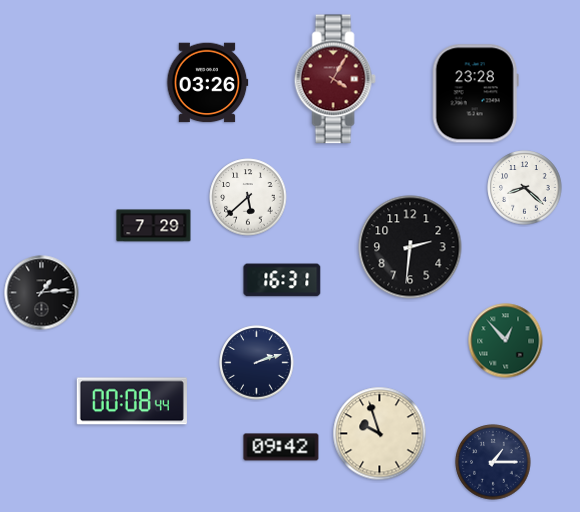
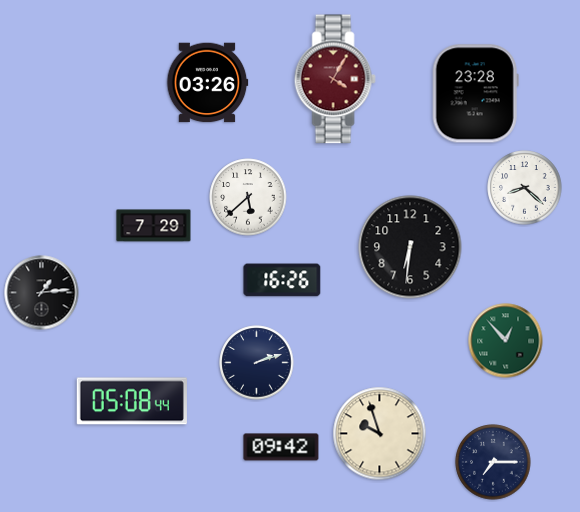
clock at (410, 247): 2:31 -> 6:31
clock at (282, 280): 16:31 -> 16:26
clock at (132, 401): 00:08 -> 05:08
clock at (493, 462): 1:15 -> 7:15
